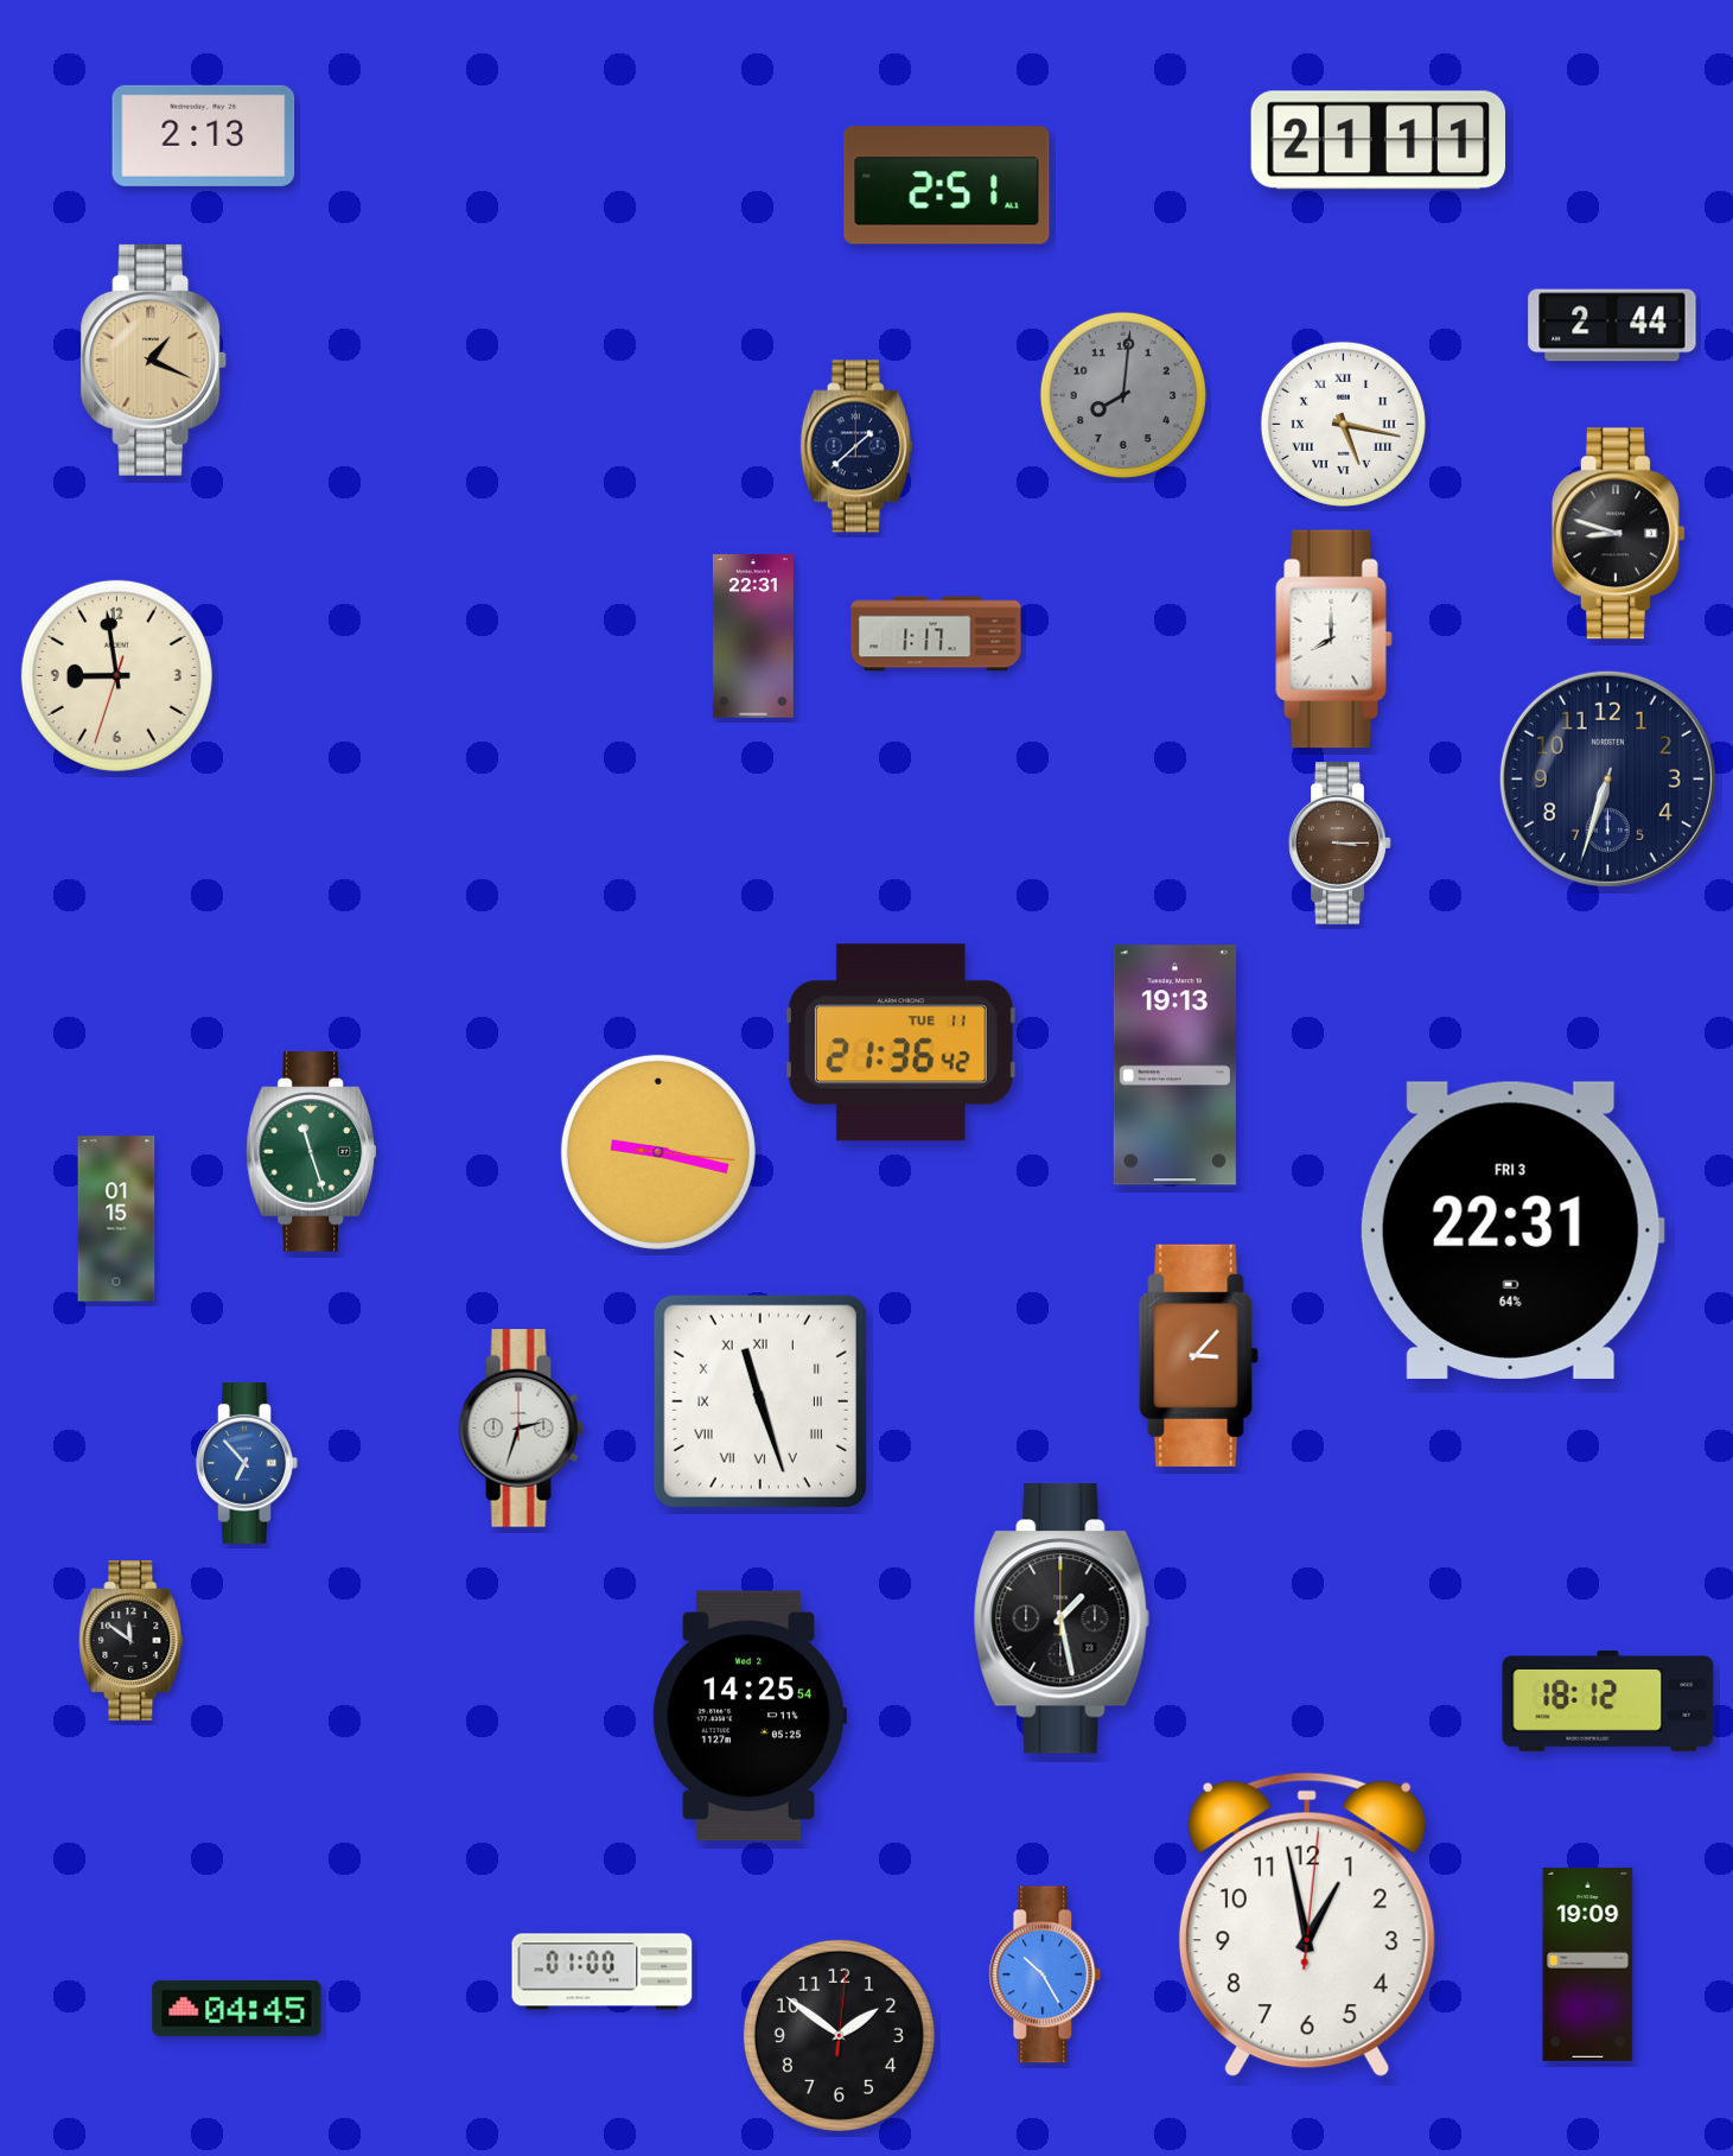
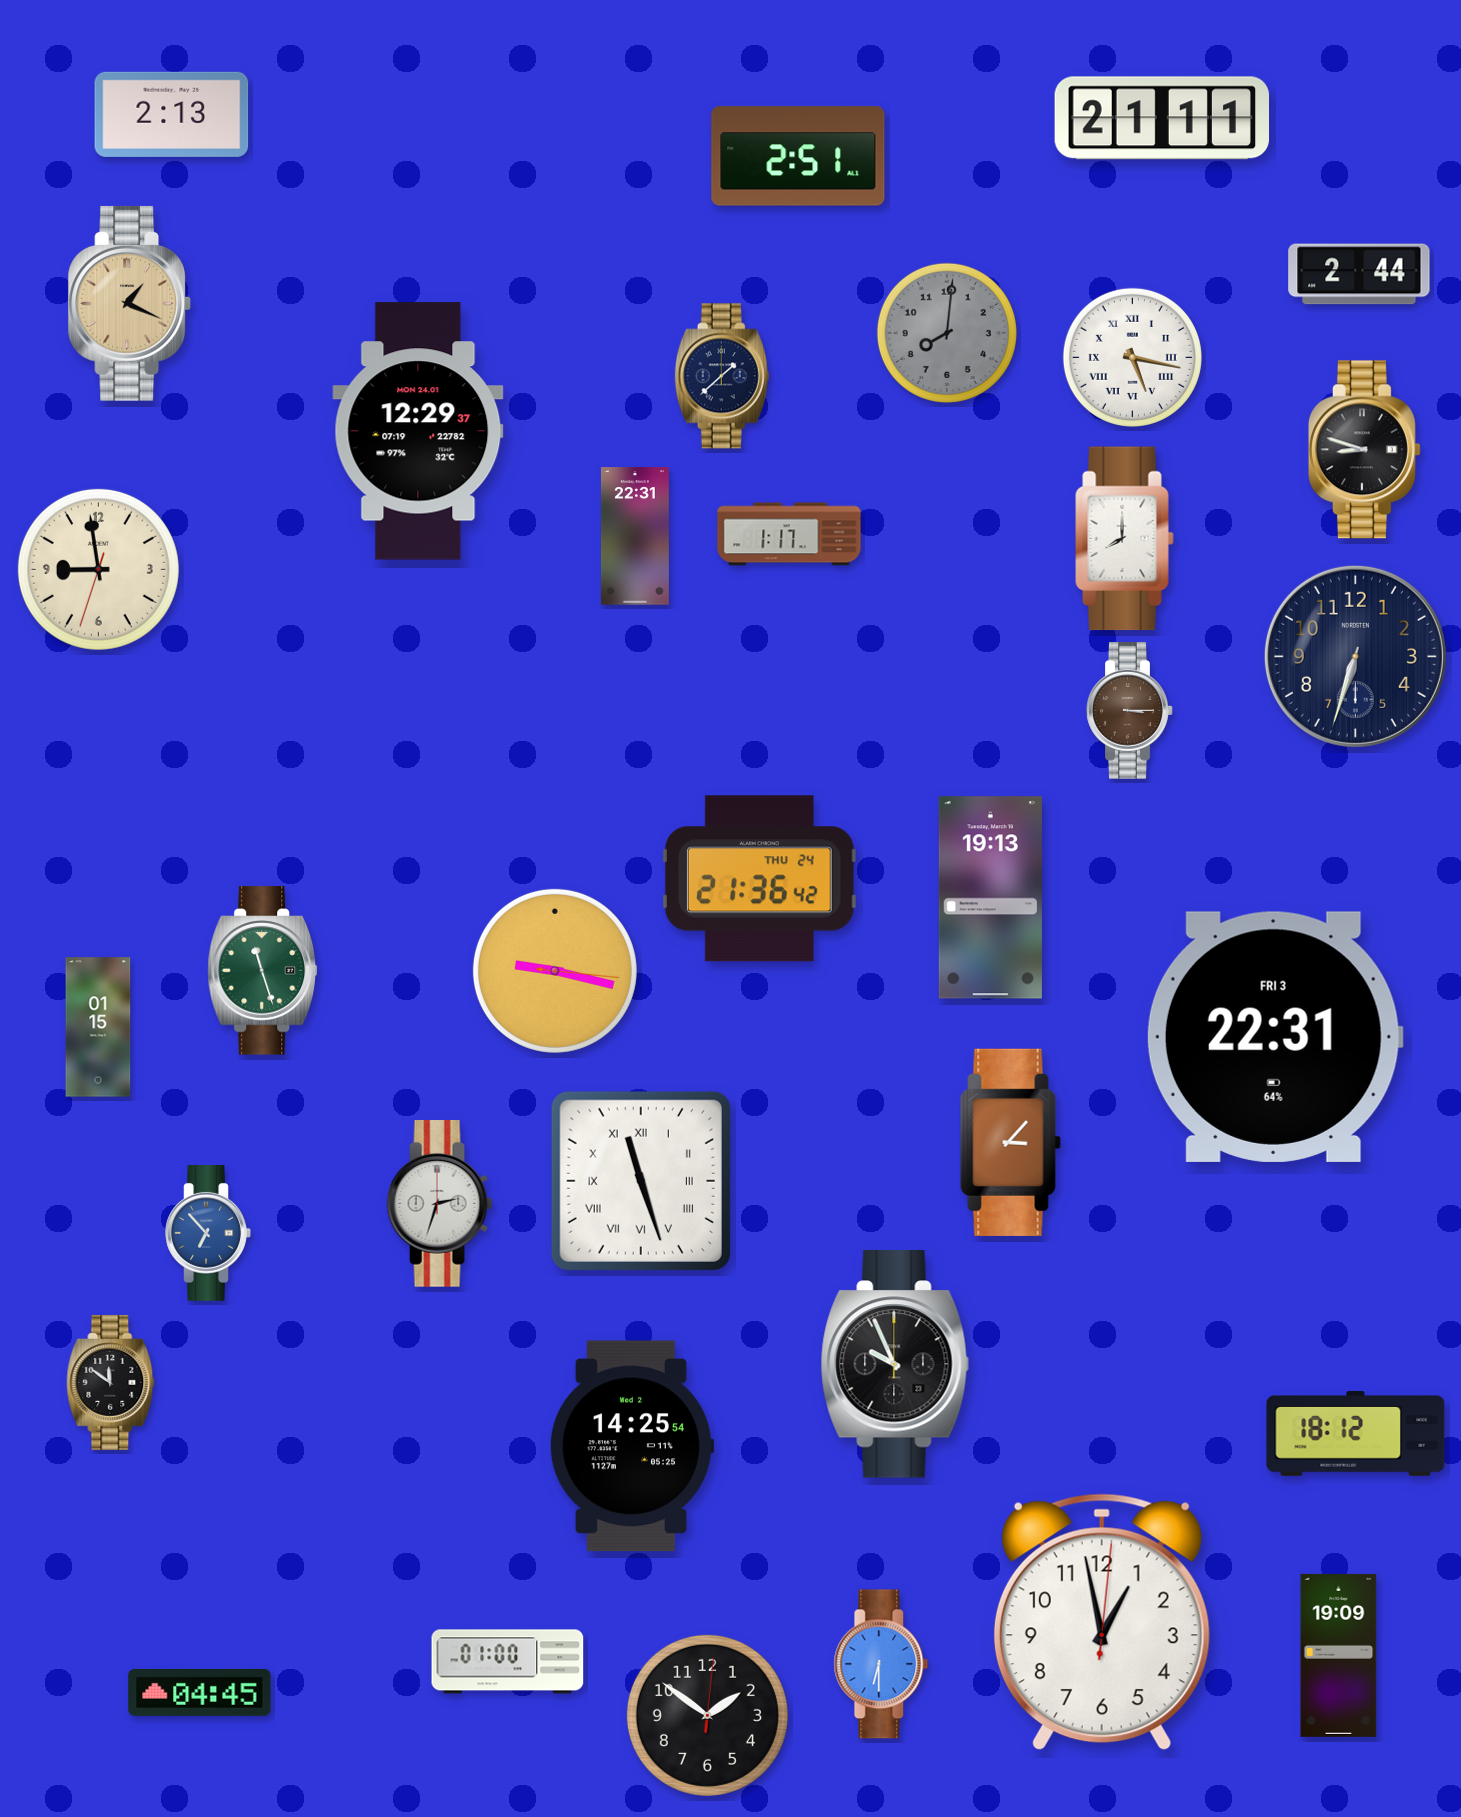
clock at (418, 431): none -> 12:29
clock at (900, 1043) date: TUE 11 -> THU 24
clock at (1062, 1618): 1:28 -> 9:56
clock at (1045, 1974): 10:25 -> 6:30
